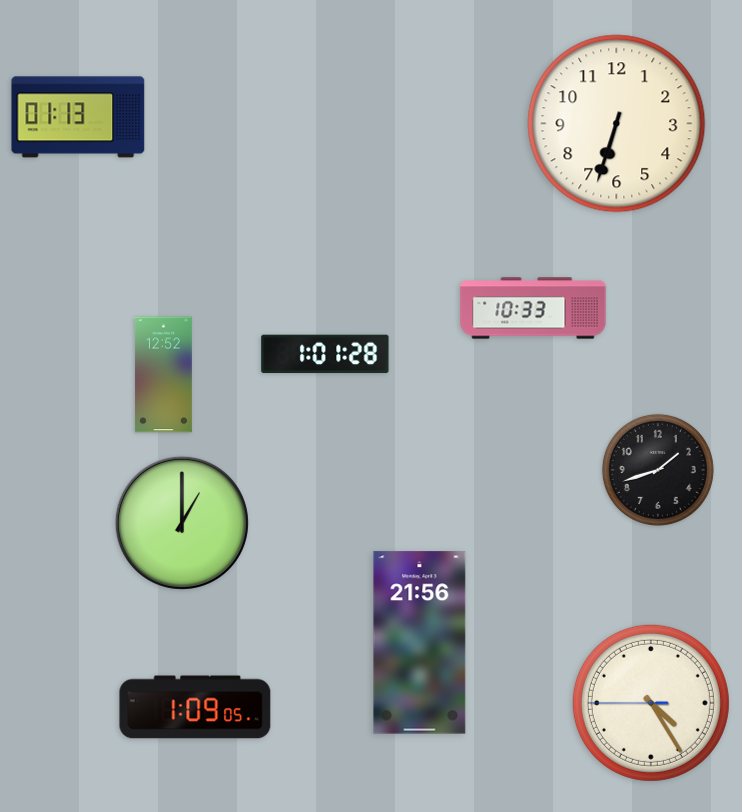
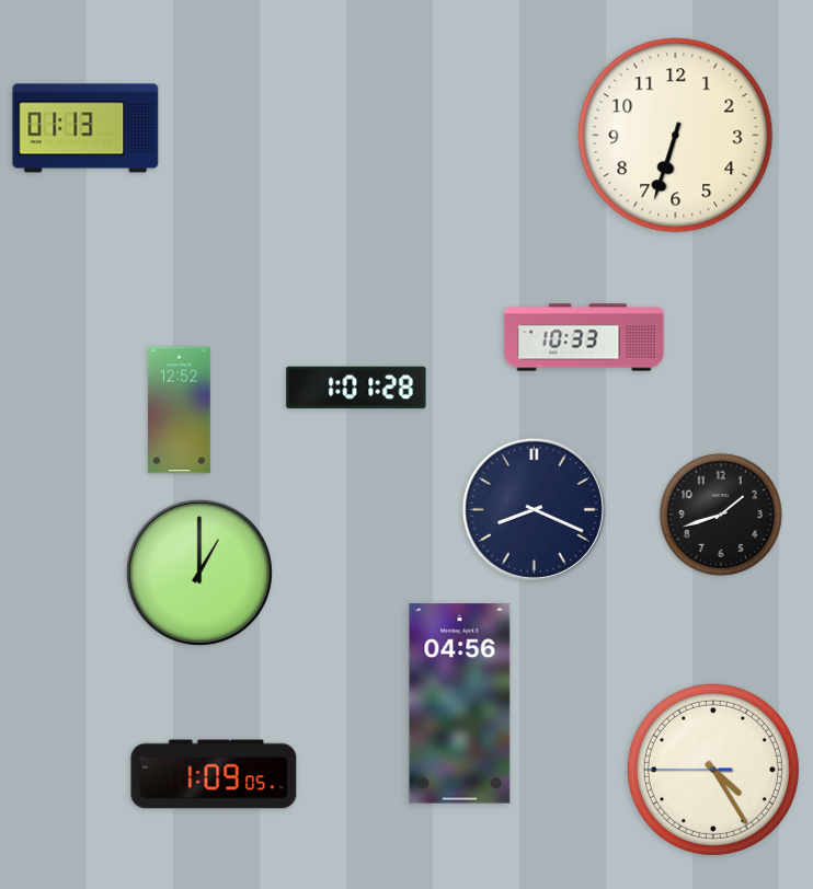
clock at (534, 509): none -> 8:19
clock at (420, 643): 21:56 -> 04:56
